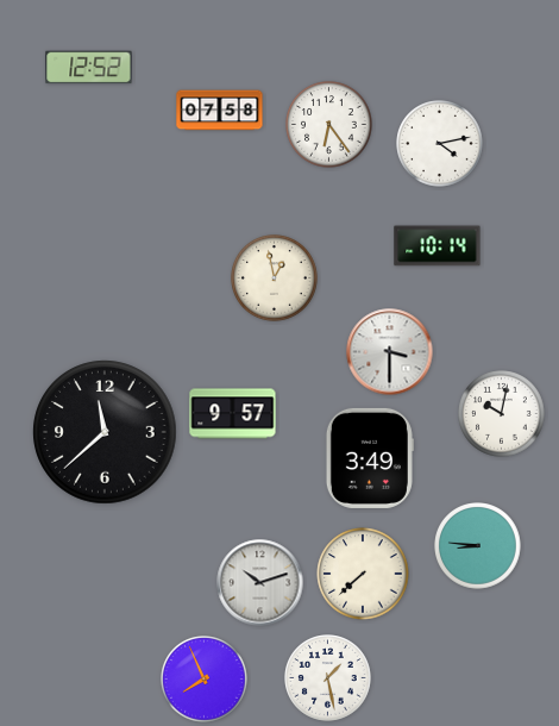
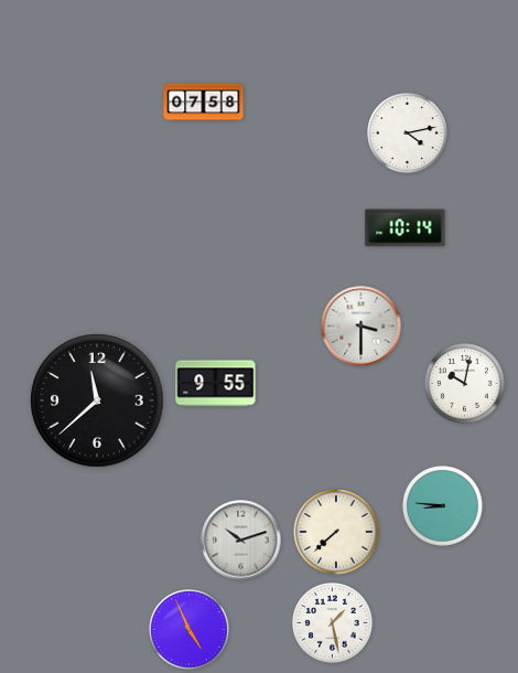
clock at (89, 68): 12:52 -> none
clock at (329, 125): 6:24 -> none
clock at (275, 278): 12:58 -> none
clock at (233, 414): 9:57 -> 9:55
clock at (370, 458): 3:49 -> none
clock at (328, 678) position: (328, 678) -> (333, 623)
clock at (205, 680): 7:56 -> 4:56
